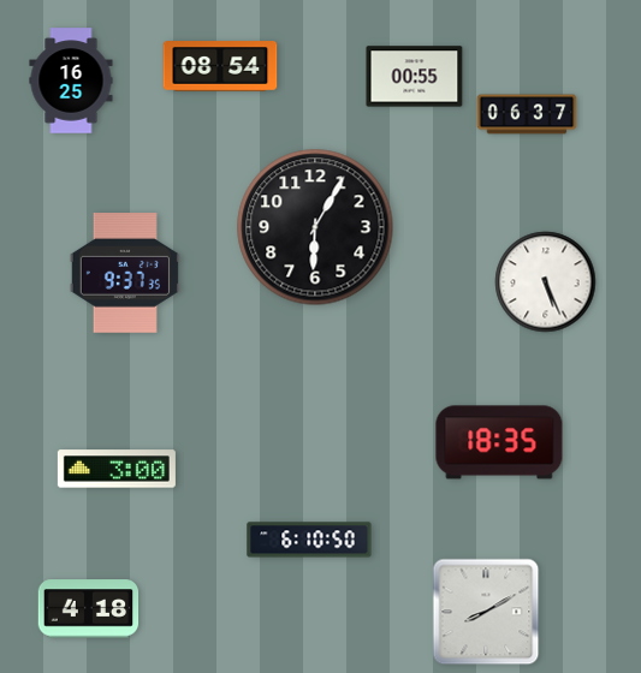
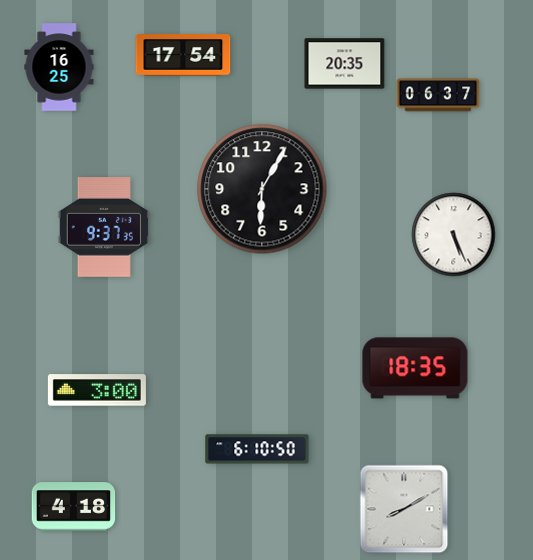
clock at (220, 66): 08:54 -> 17:54
clock at (415, 77): 00:55 -> 20:35
